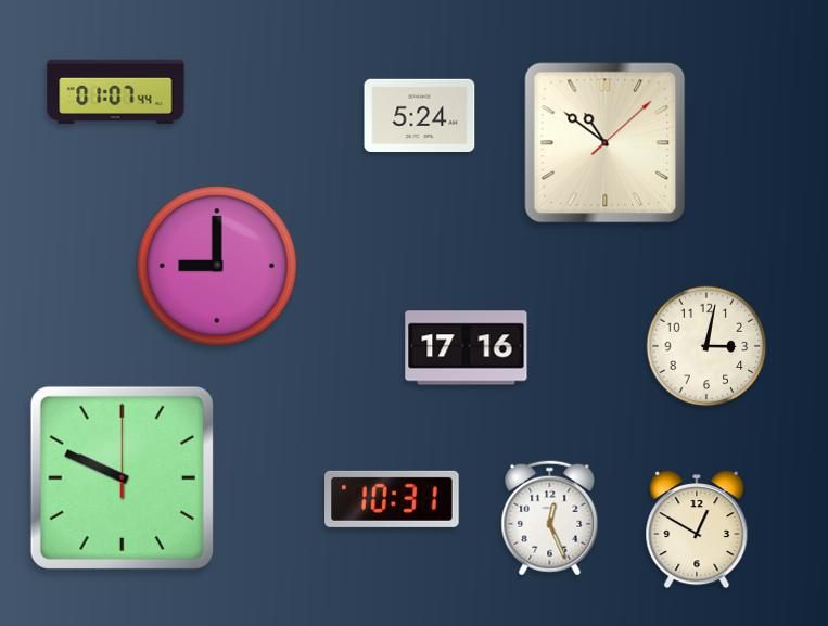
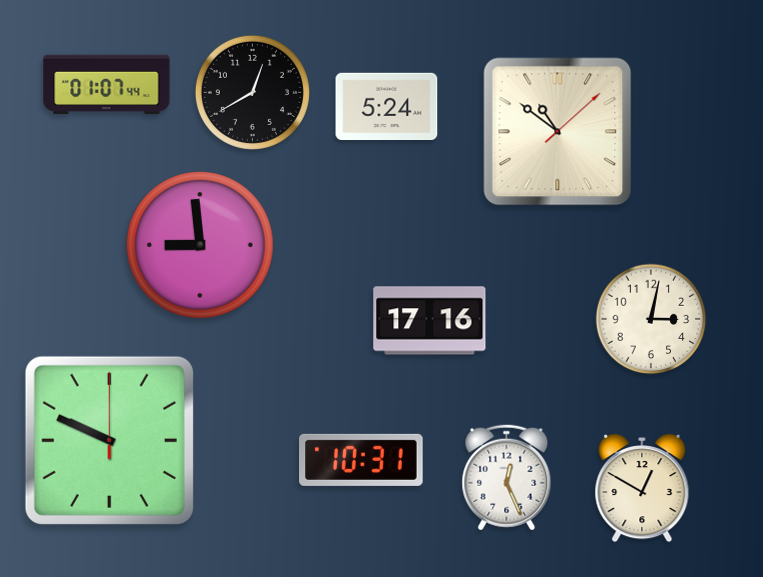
clock at (252, 92): none -> 12:40
clock at (217, 266): 9:00 -> 8:59
clock at (122, 477) position: (122, 477) -> (109, 440)
